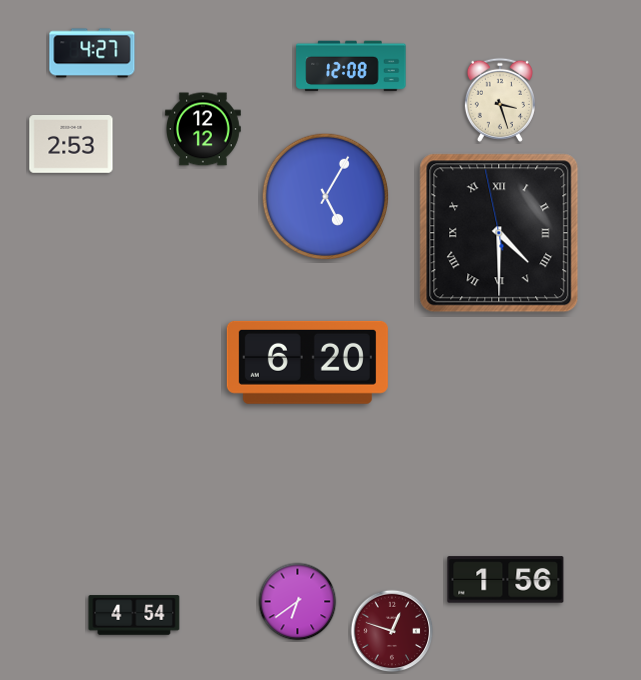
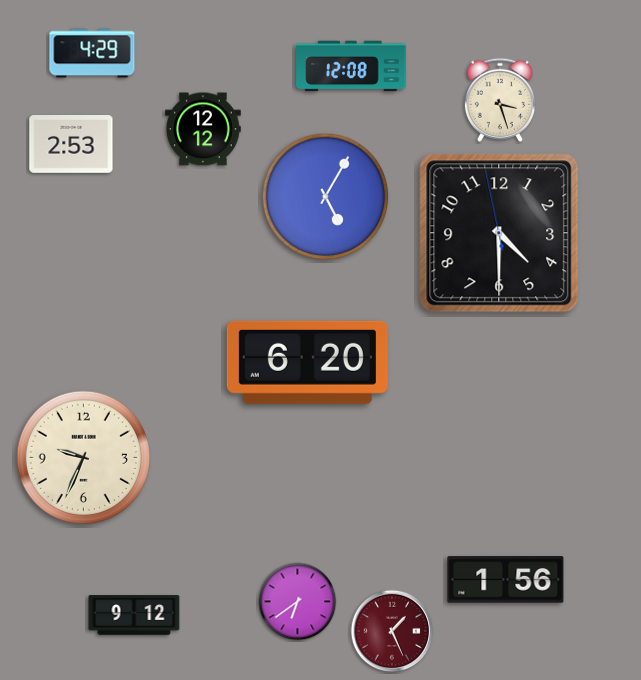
clock at (92, 53): 4:27 -> 4:29
clock at (499, 233) numerals: Roman -> Arabic
clock at (83, 457): none -> 9:34
clock at (134, 615): 4:54 -> 9:12
clock at (392, 631): 12:48 -> 1:26
